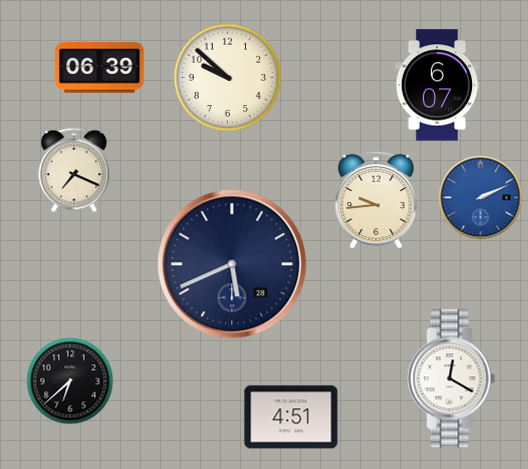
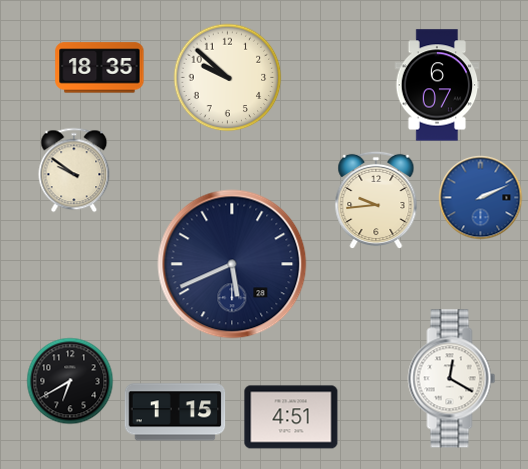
clock at (100, 68): 06:39 -> 18:35
clock at (74, 170): 7:19 -> 9:51
clock at (70, 381): 6:38 -> 6:40
clock at (175, 412): none -> 1:15
